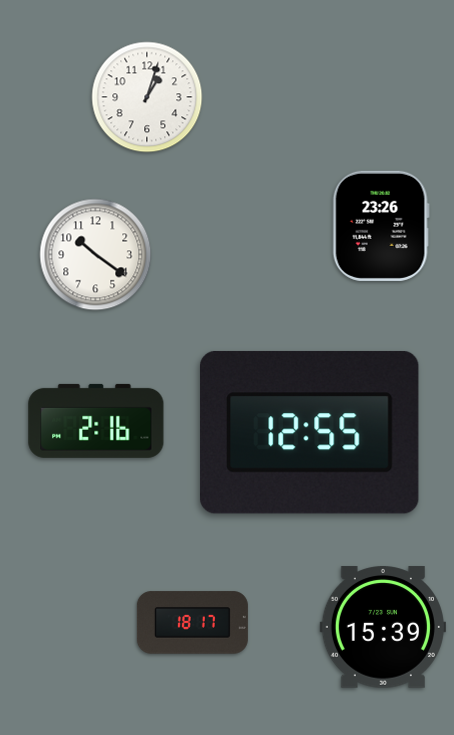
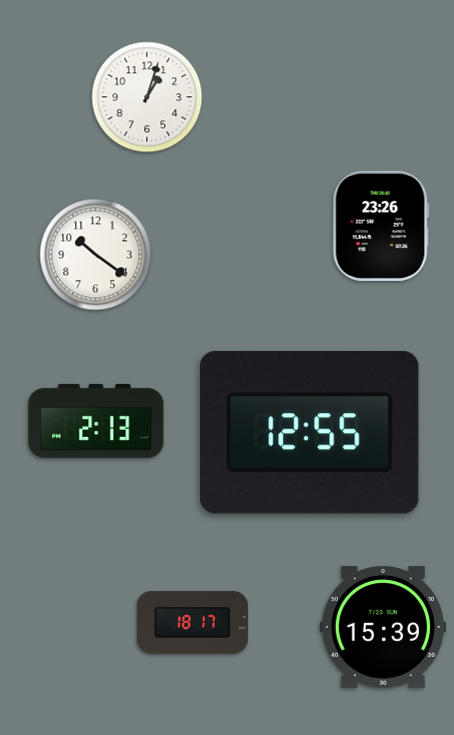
clock at (96, 421): 2:16 -> 2:13
